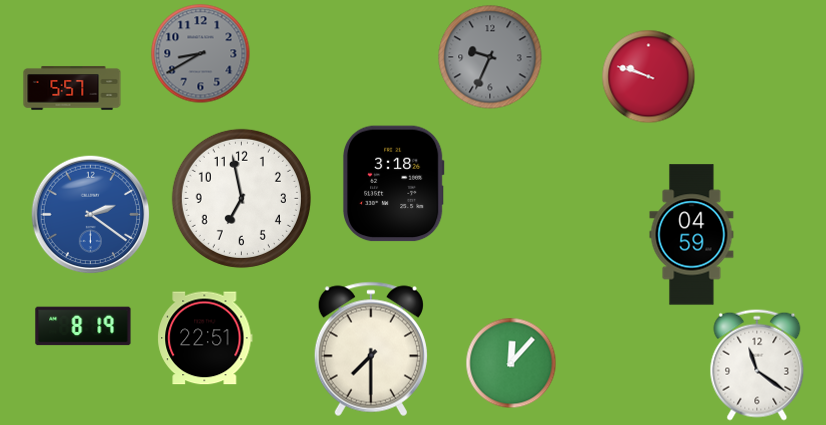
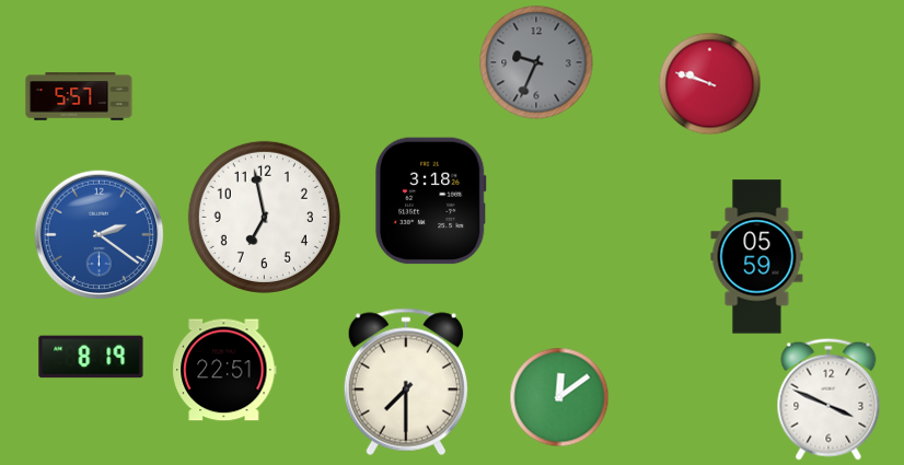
clock at (201, 54): 8:40 -> none
clock at (692, 235): 04:59 -> 05:59
clock at (511, 363): 12:07 -> 12:09
clock at (757, 365): 11:21 -> 3:49
